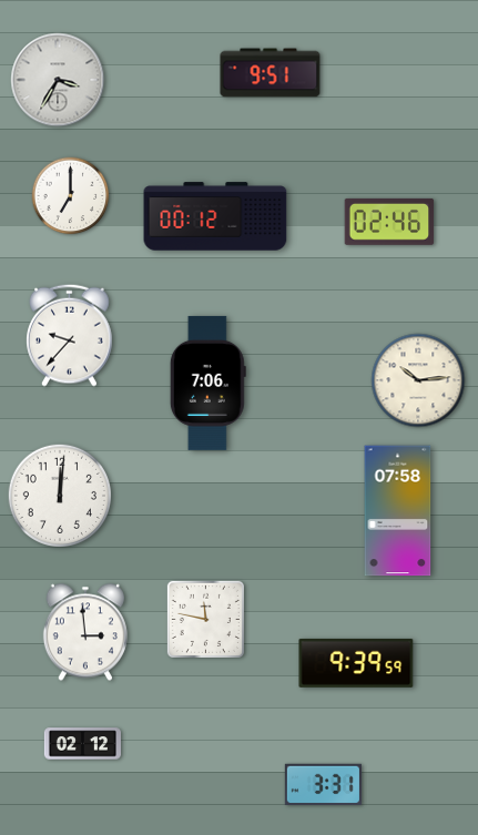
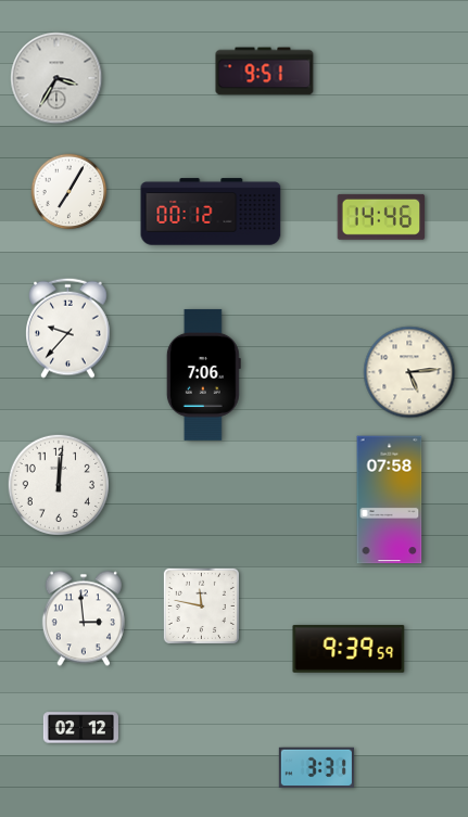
clock at (71, 196): 7:00 -> 7:05
clock at (389, 222): 02:46 -> 14:46
clock at (418, 380): 10:14 -> 5:14
